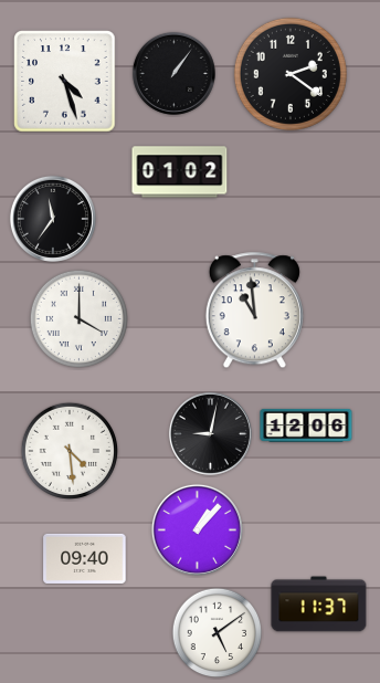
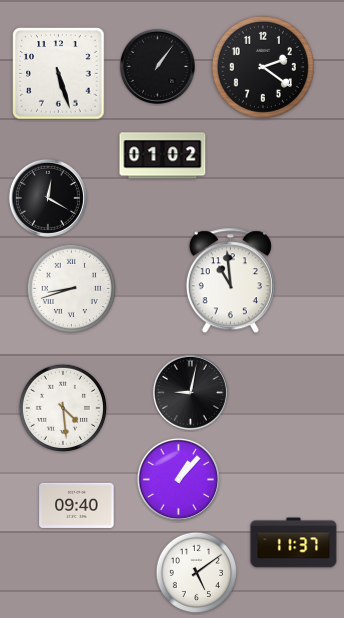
clock at (65, 82): 4:27 -> 5:27
clock at (53, 219): 11:36 -> 12:20
clock at (78, 318): 4:00 -> 8:42
clock at (306, 425): 12:06 -> none
clock at (319, 605) position: (319, 605) -> (294, 543)
